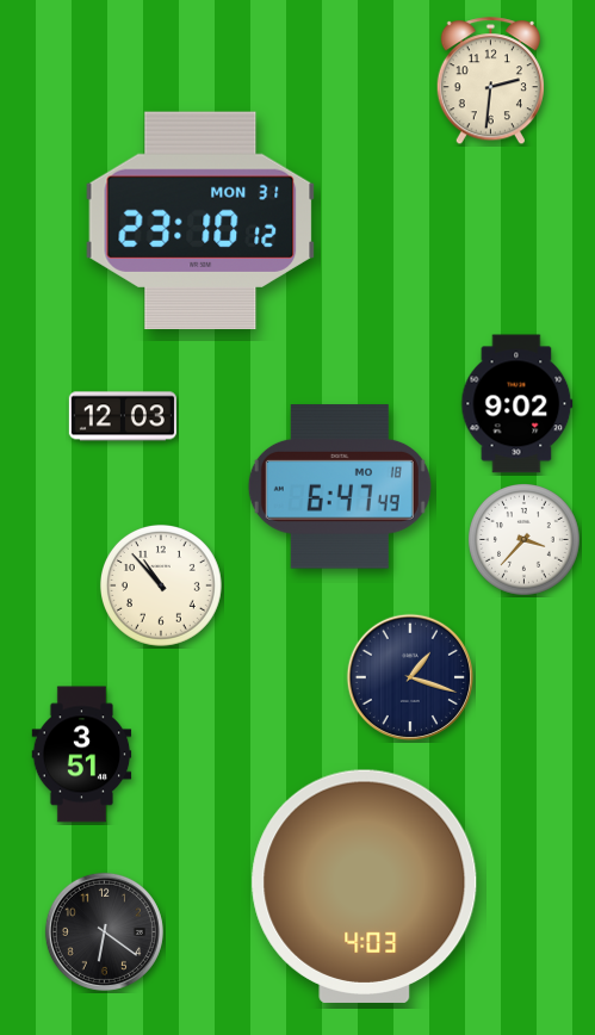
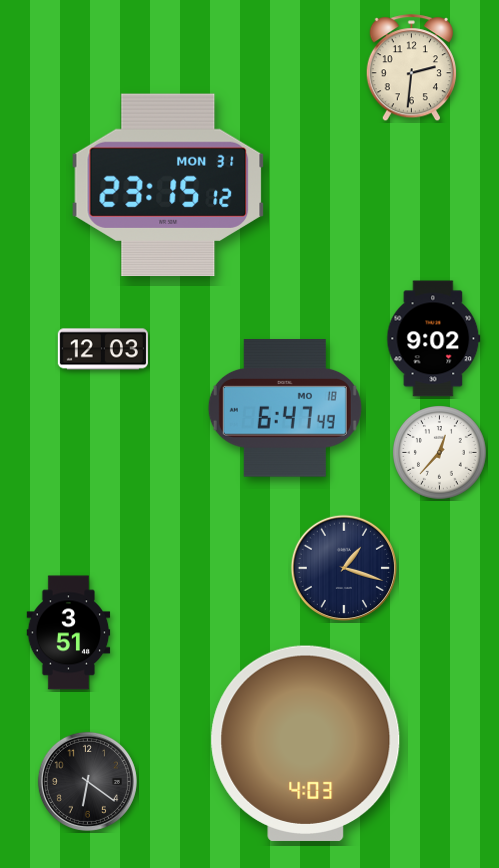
clock at (200, 221): 23:10 -> 23:15
clock at (525, 540): 3:37 -> 12:37
clock at (161, 585): 10:53 -> none
